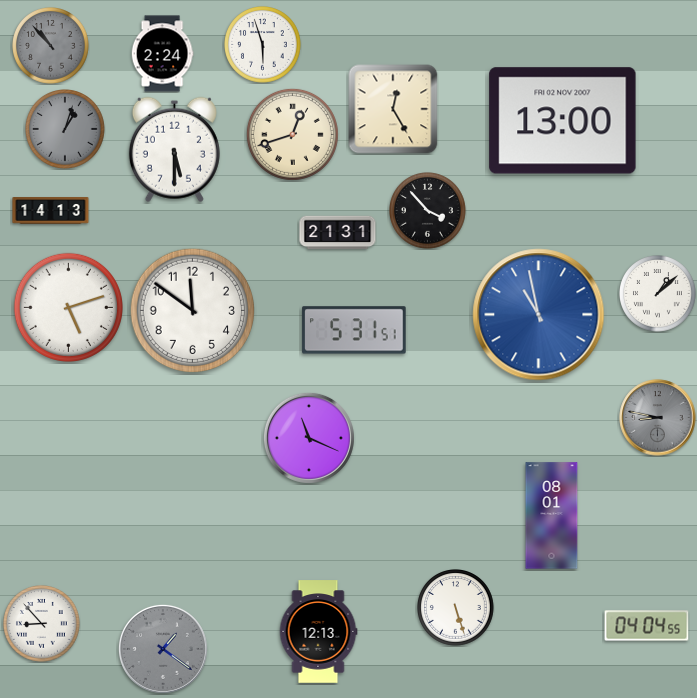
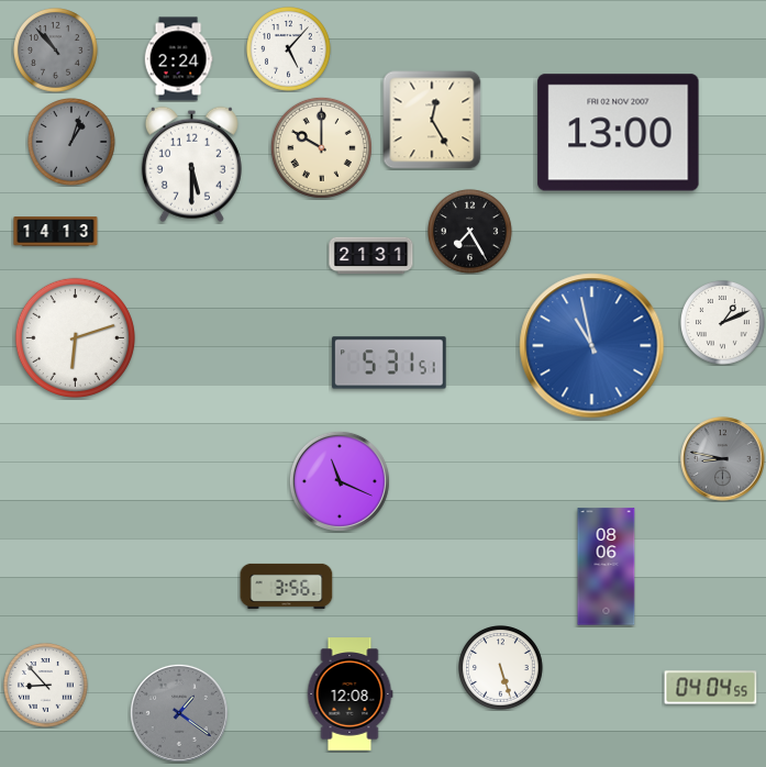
clock at (263, 45): 5:57 -> 5:07
clock at (292, 134): 12:42 -> 10:00
clock at (428, 211): 3:53 -> 7:25
clock at (658, 294): 1:08 -> 1:11
clock at (68, 307): 5:12 -> 6:12
clock at (193, 311): 11:51 -> none
clock at (552, 516): 08:01 -> 08:06
clock at (287, 586): none -> 3:56
clock at (318, 632): 12:13 -> 12:08
